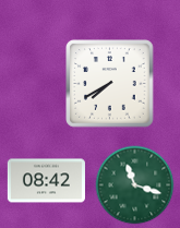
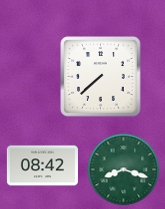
clock at (110, 84): 7:40 -> 7:38
clock at (135, 185): 11:18 -> 8:18
